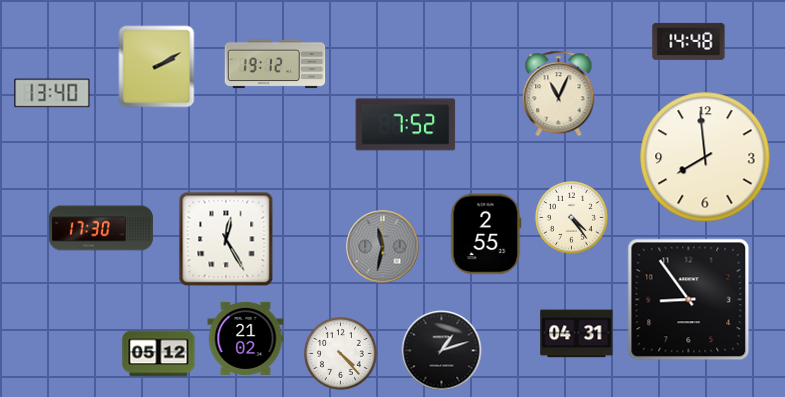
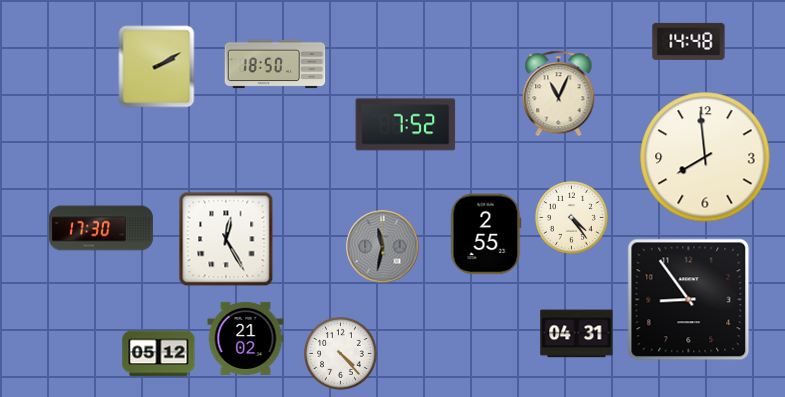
clock at (275, 64): 19:12 -> 18:50
clock at (52, 93): 13:40 -> none
clock at (442, 351): 1:12 -> none
